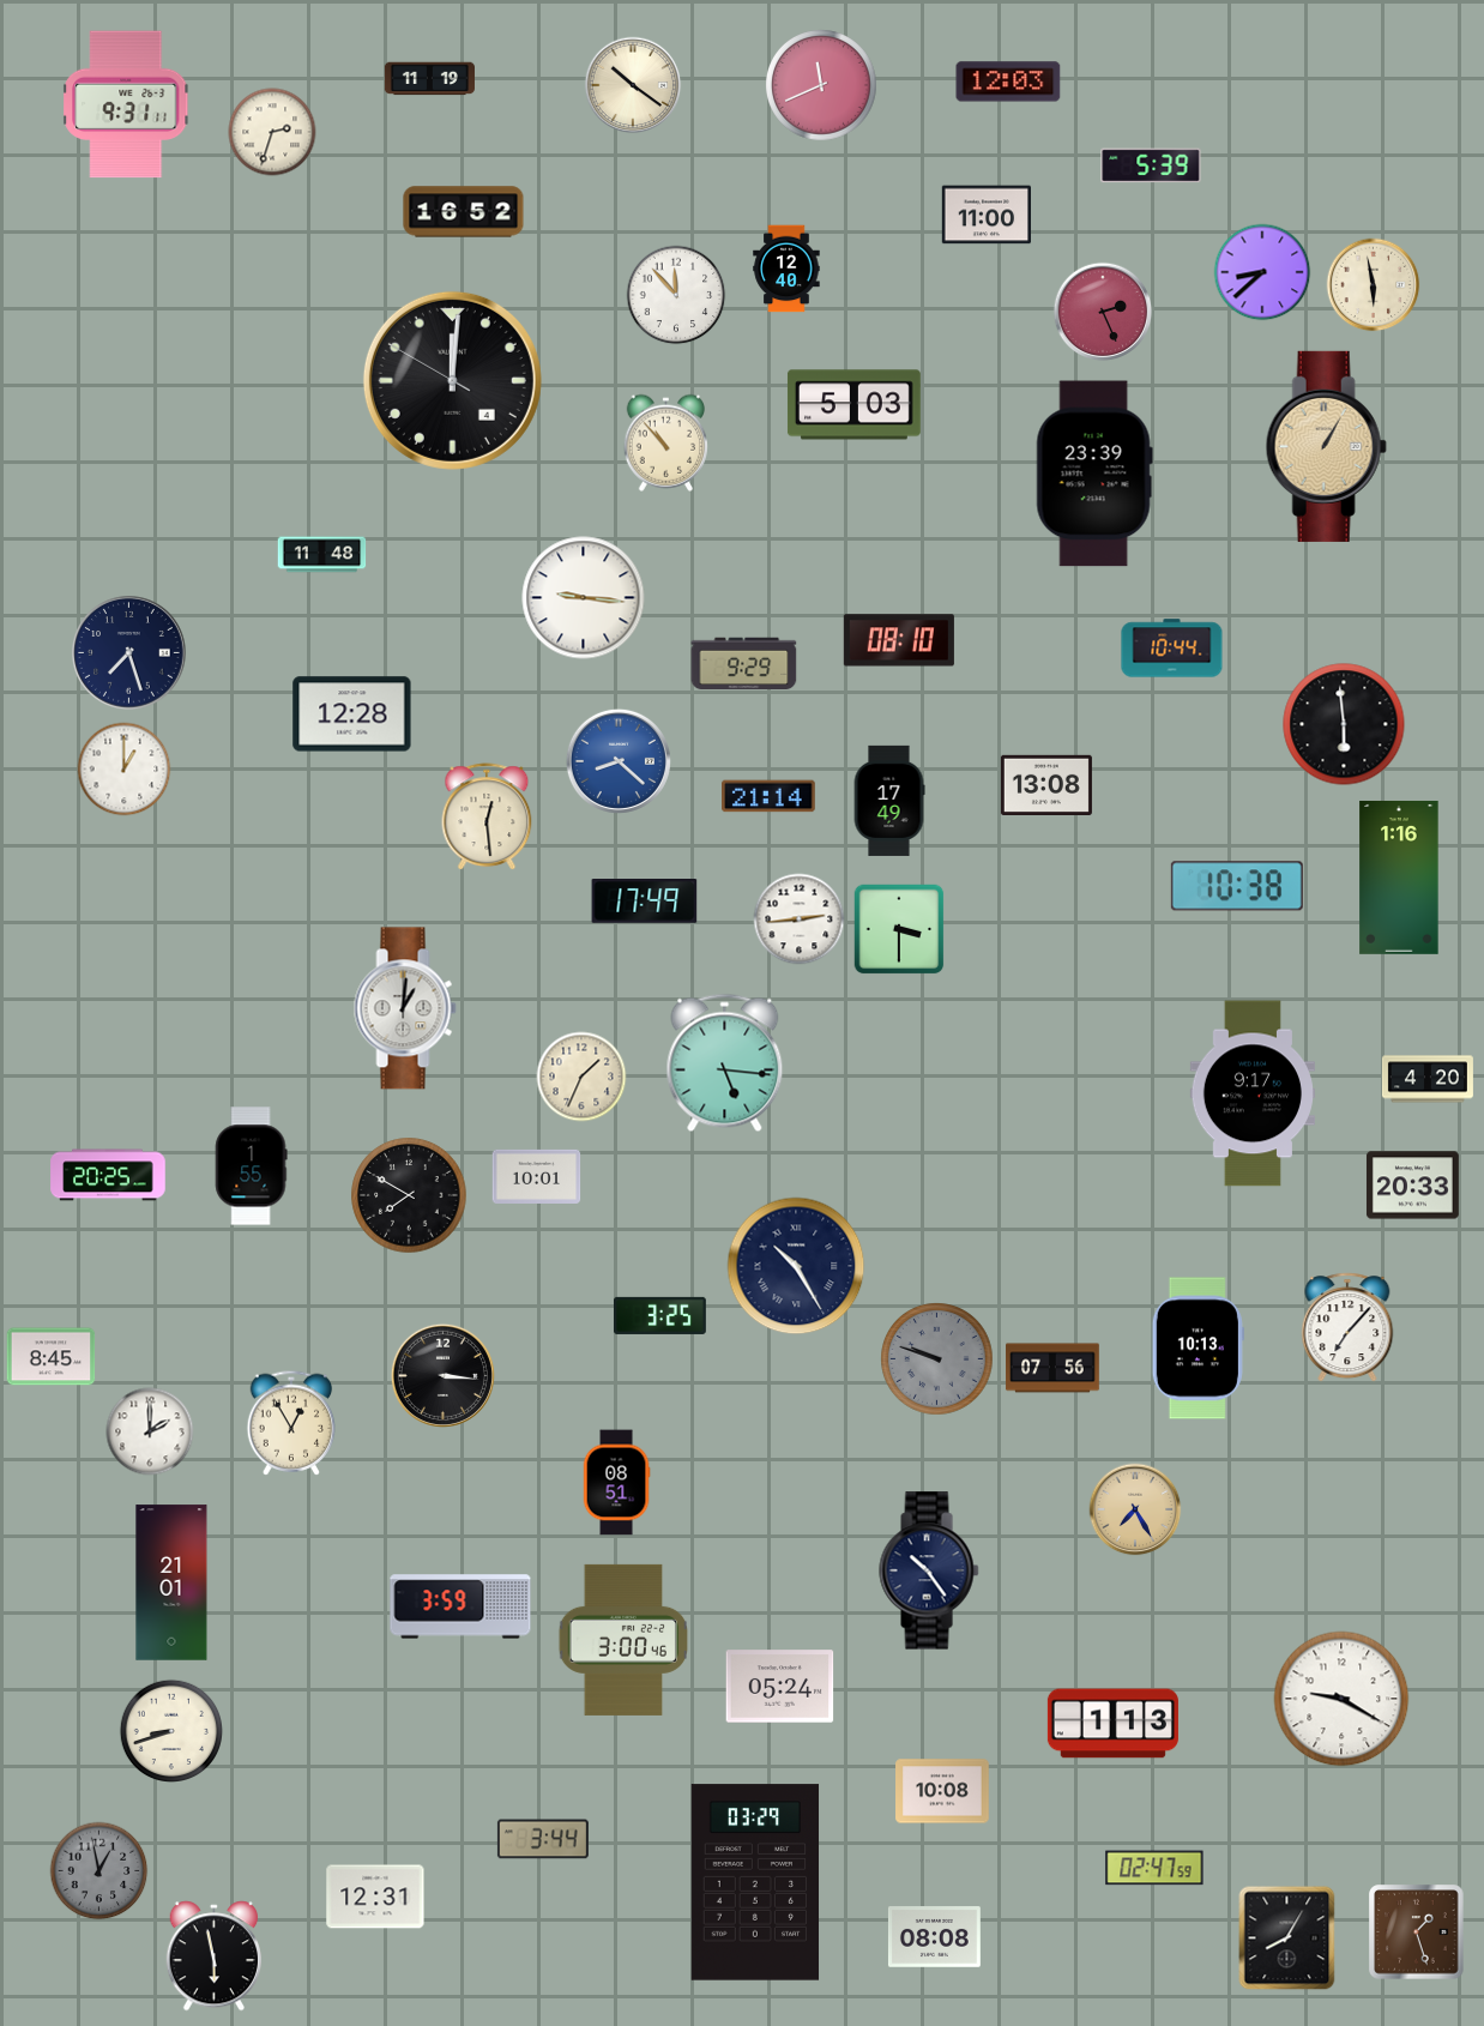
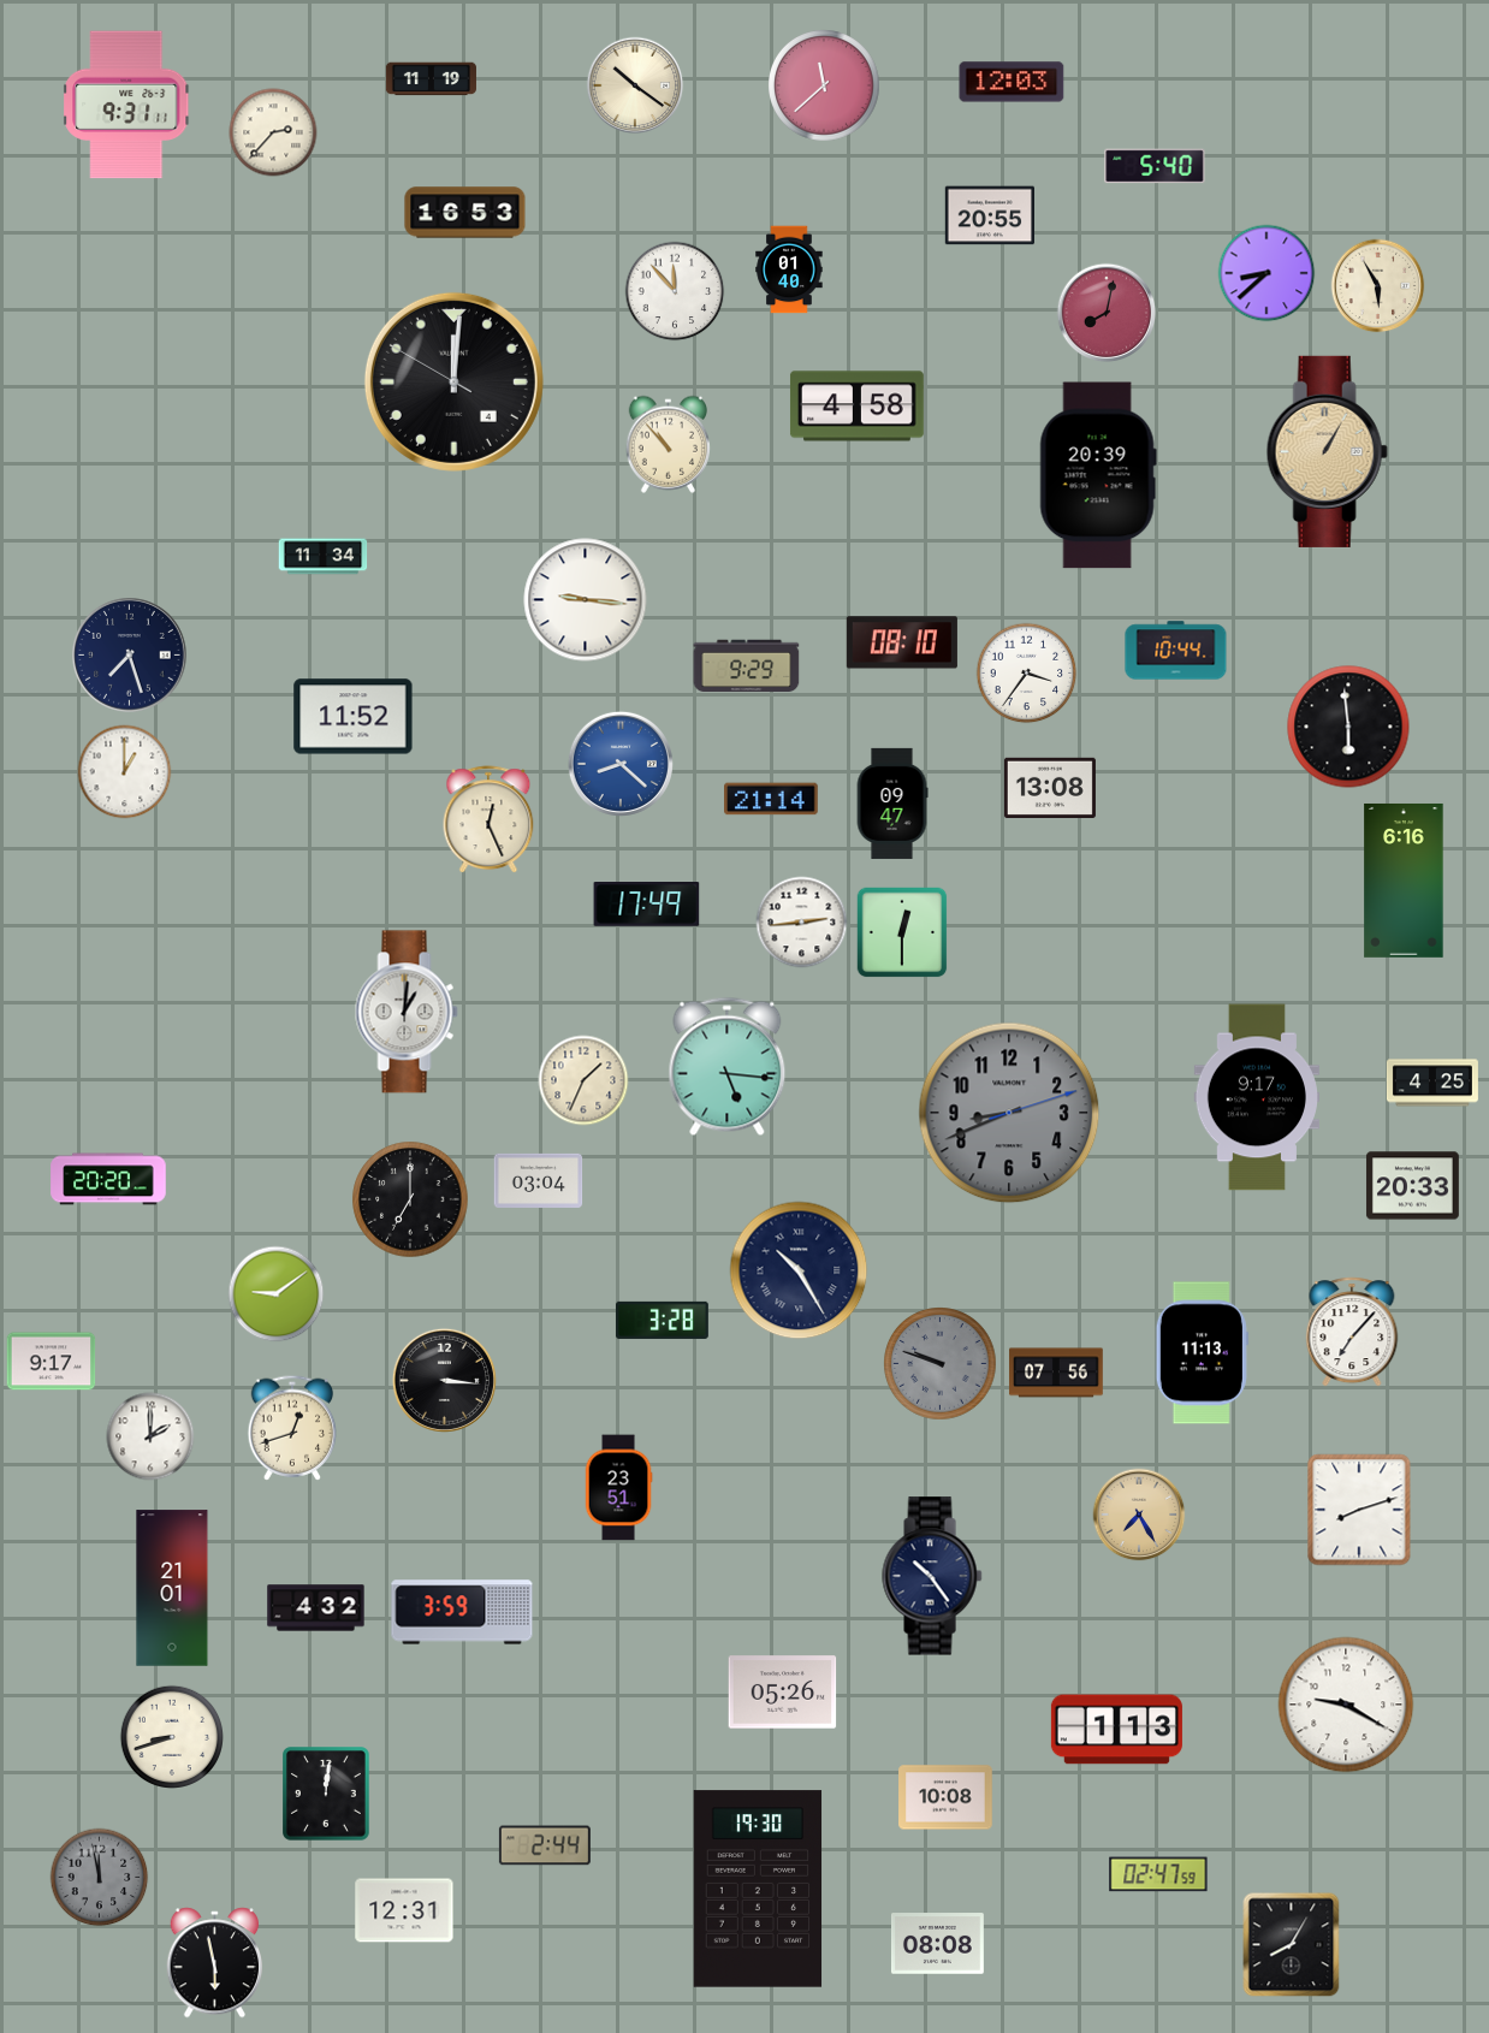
clock at (822, 86): 11:41 -> 11:38
clock at (272, 132): 2:33 -> 2:37
clock at (1151, 165): 5:39 -> 5:40
clock at (464, 212): 16:52 -> 16:53
clock at (985, 215): 11:00 -> 20:55
clock at (786, 269): 12:40 -> 01:40
clock at (1374, 285): 5:58 -> 5:55
clock at (676, 295) position: (676, 295) -> (675, 291)
clock at (1103, 312): 2:26 -> 8:02
clock at (853, 405): 5:03 -> 4:58
clock at (1326, 446) position: (1326, 446) -> (1327, 451)
clock at (1094, 474): 23:39 -> 20:39
clock at (322, 555): 11:48 -> 11:34
clock at (1027, 674): none -> 3:36
clock at (352, 714): 12:28 -> 11:52
clock at (889, 801): 17:49 -> 09:47
clock at (487, 818): 12:29 -> 12:26
clock at (1399, 878): 1:16 -> 6:16
clock at (1237, 886): 10:38 -> none
clock at (899, 929): 3:30 -> 12:30
clock at (1428, 1079): 4:20 -> 4:25
clock at (1009, 1113): none -> 8:41
clock at (251, 1166): 1:55 -> none
clock at (108, 1175): 20:25 -> 20:20
clock at (537, 1176): 10:01 -> 03:04
clock at (1412, 1186) position: (1412, 1186) -> (1412, 1186)
clock at (409, 1195): 7:50 -> 7:00
clock at (277, 1294): none -> 9:09
clock at (659, 1315): 3:25 -> 3:28
clock at (1198, 1349): 10:13 -> 11:13
clock at (52, 1357): 8:45 -> 9:17
clock at (291, 1423): 12:55 -> 12:42
clock at (616, 1483): 08:51 -> 23:51
clock at (1359, 1510): none -> 8:12
clock at (316, 1608): none -> 4:32
clock at (622, 1640): 3:00 -> none
clock at (780, 1687): 05:24 -> 05:26
clock at (327, 1794): none -> 12:01
clock at (543, 1839): 3:44 -> 2:44
clock at (99, 1871): 12:58 -> 11:58
clock at (755, 1882): 03:29 -> 19:30
clock at (375, 1897) position: (375, 1897) -> (404, 1910)
clock at (1417, 1932): 1:27 -> none
